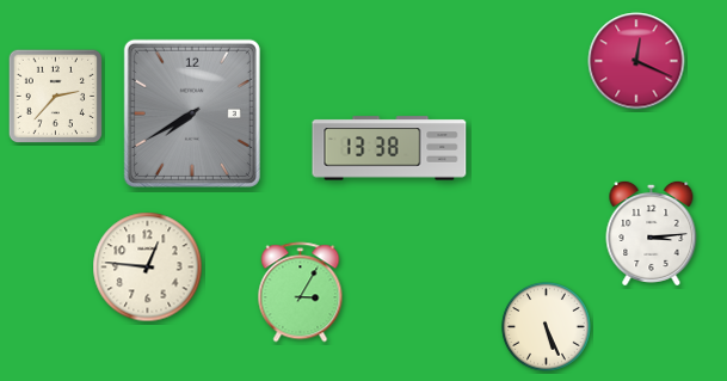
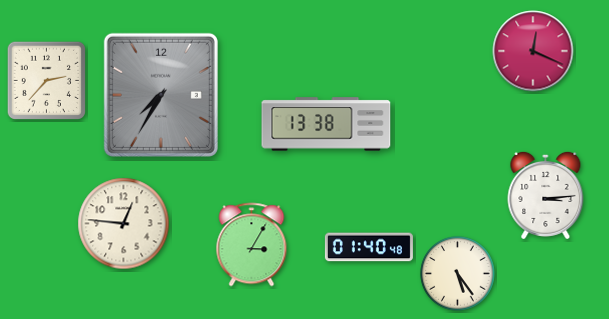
clock at (192, 113): 7:40 -> 7:35
clock at (369, 247): none -> 01:40
clock at (547, 327): 5:26 -> 5:24
